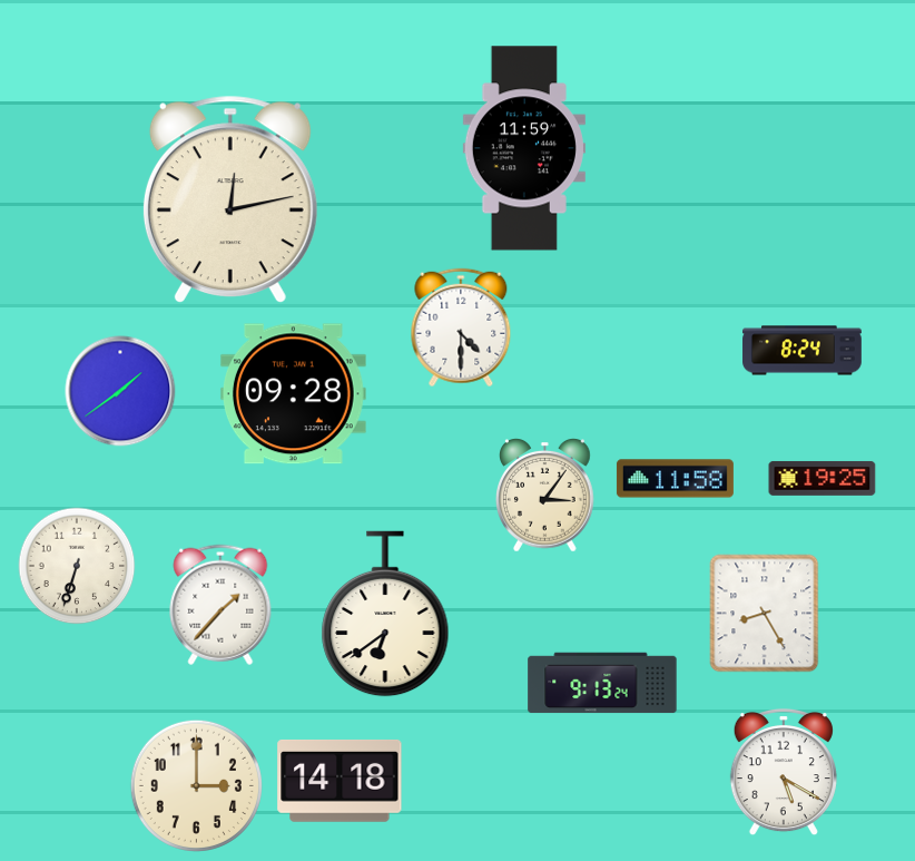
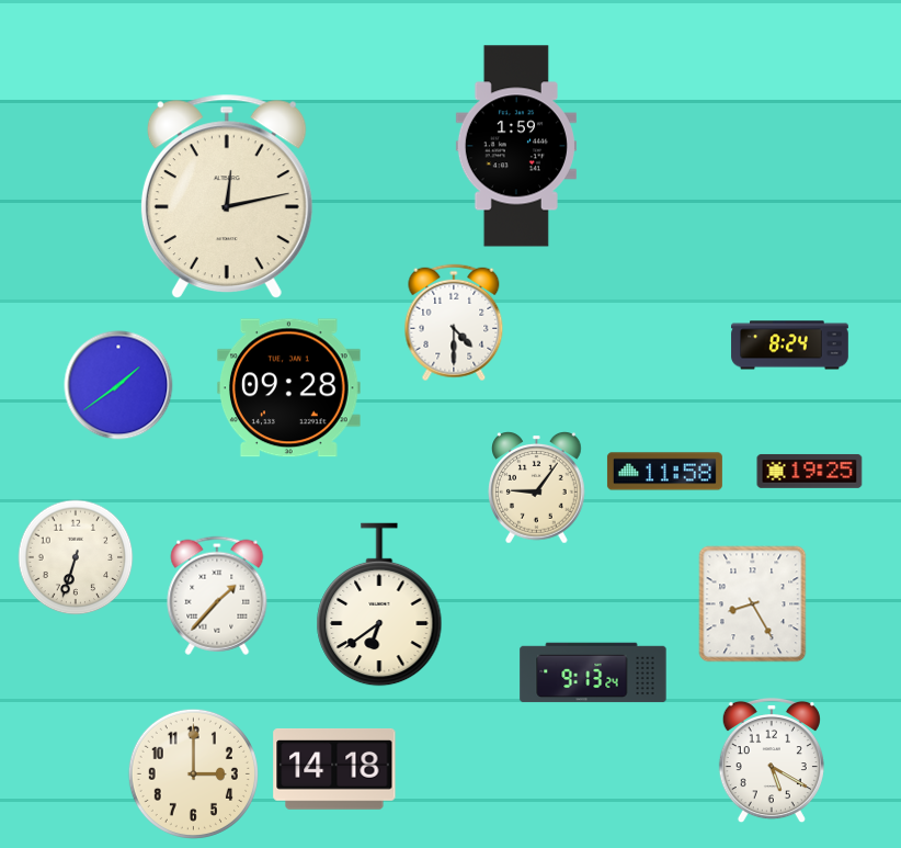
clock at (524, 148): 11:59 -> 1:59
clock at (545, 496): 3:06 -> 9:06
